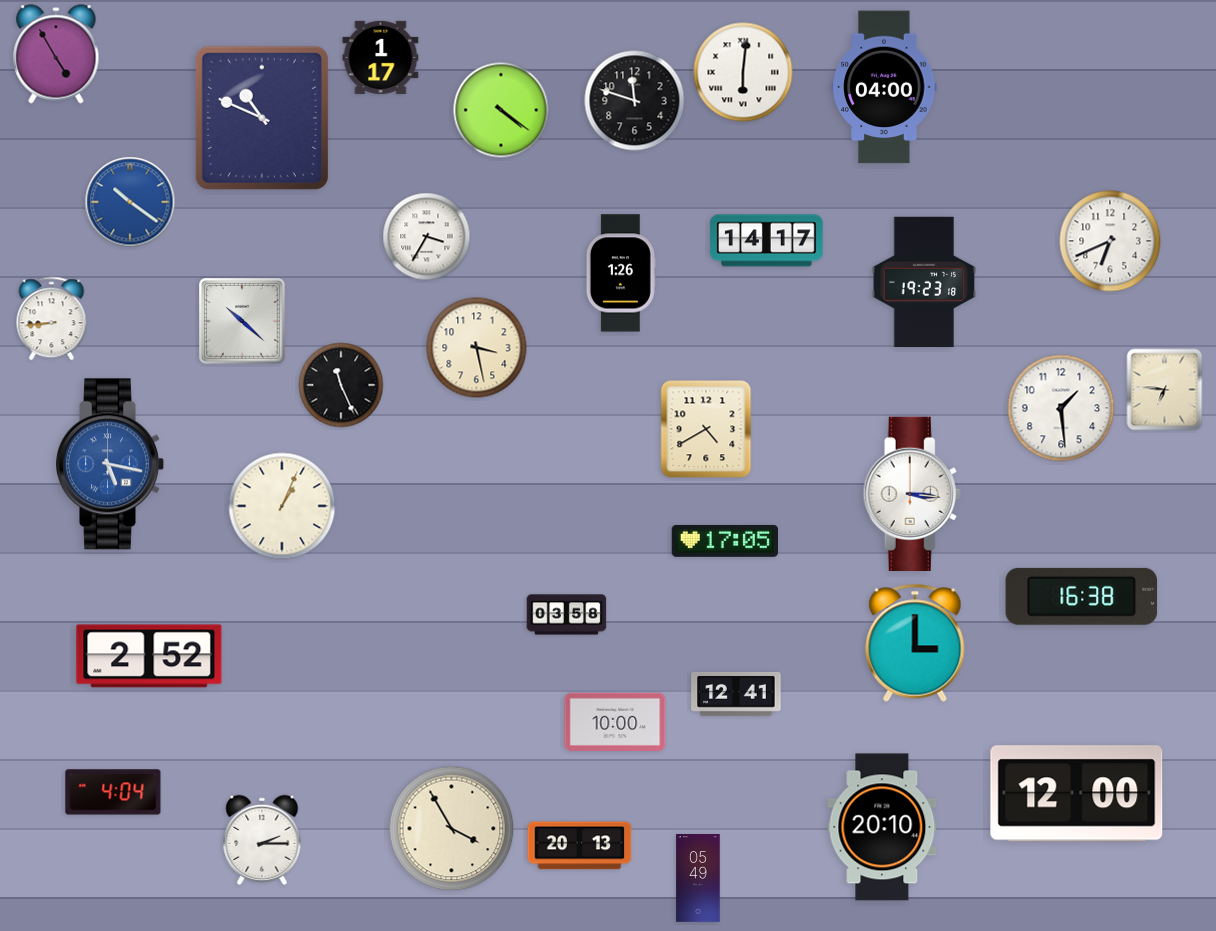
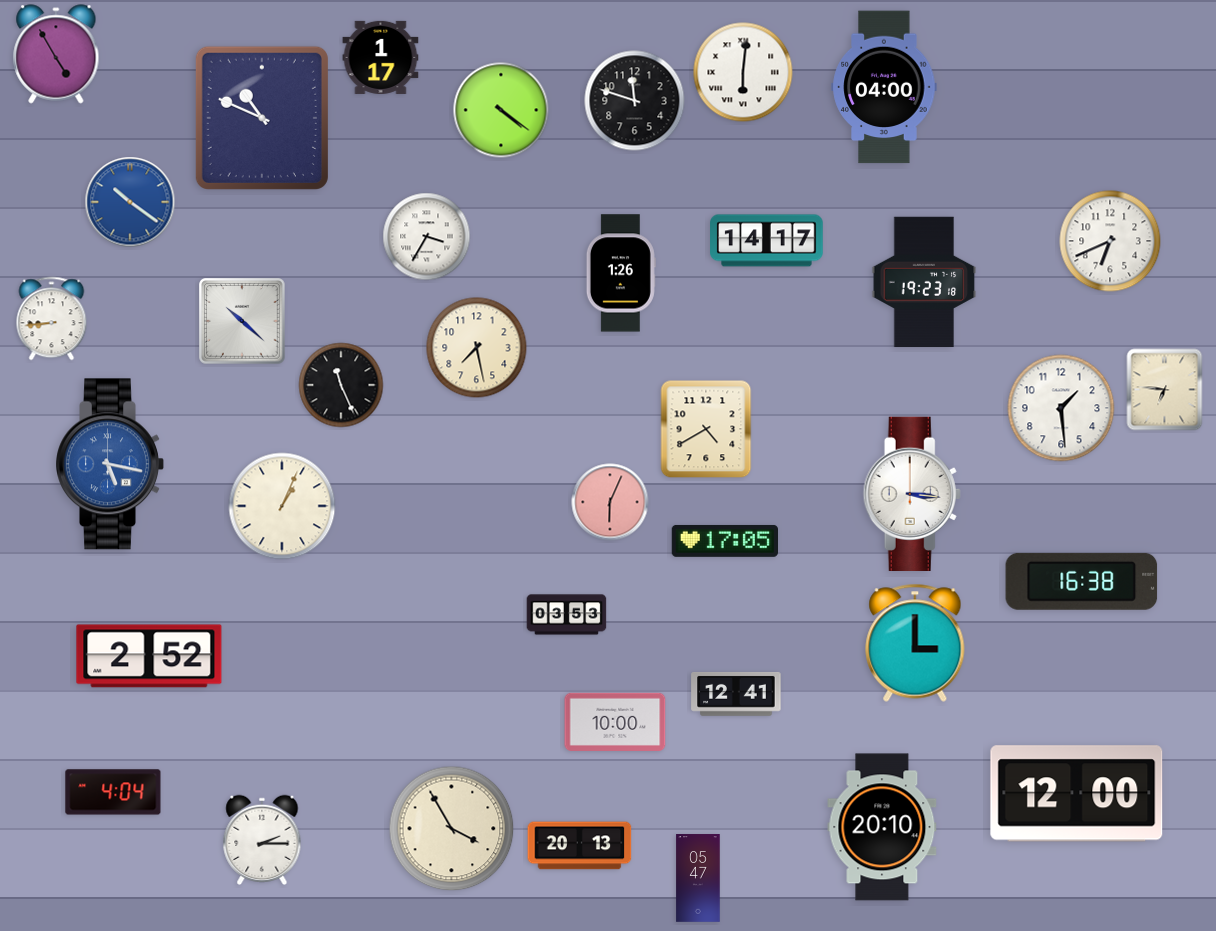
clock at (477, 348): 3:28 -> 7:28
clock at (610, 502): none -> 6:04
clock at (1082, 596) position: (1082, 596) -> (1082, 581)
clock at (567, 615): 03:58 -> 03:53
clock at (698, 878): 05:49 -> 05:47
